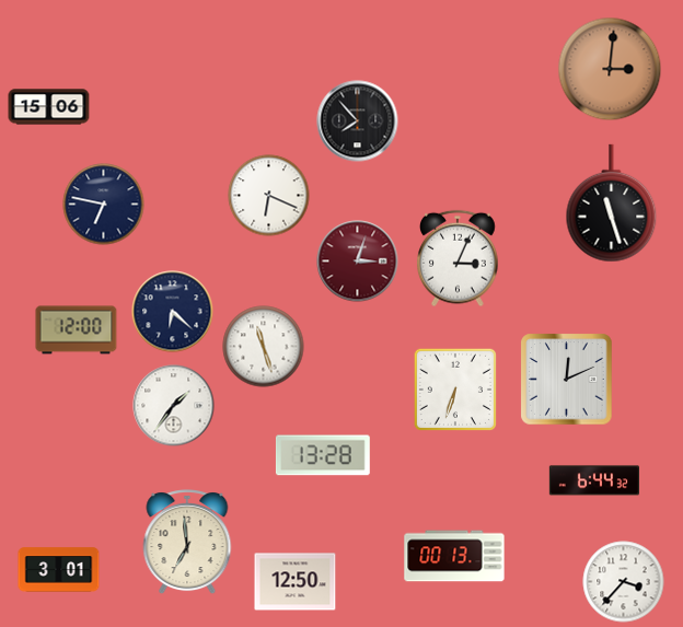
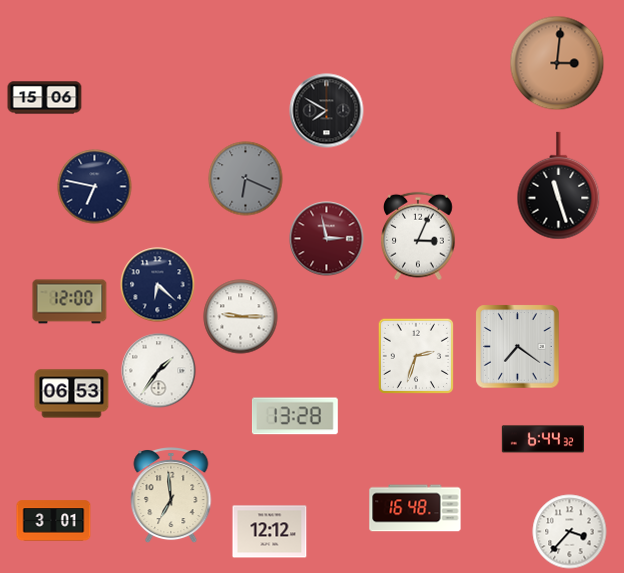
clock at (358, 121): 7:53 -> 7:50
clock at (269, 196) dial: white -> grey
clock at (358, 262): 3:03 -> 2:58
clock at (264, 347): 11:27 -> 9:15
clock at (567, 380): 12:11 -> 7:21
clock at (455, 390): 6:33 -> 2:33
clock at (72, 394): none -> 06:53
clock at (454, 556): 00:13 -> 16:48
clock at (296, 582): 12:50 -> 12:12
